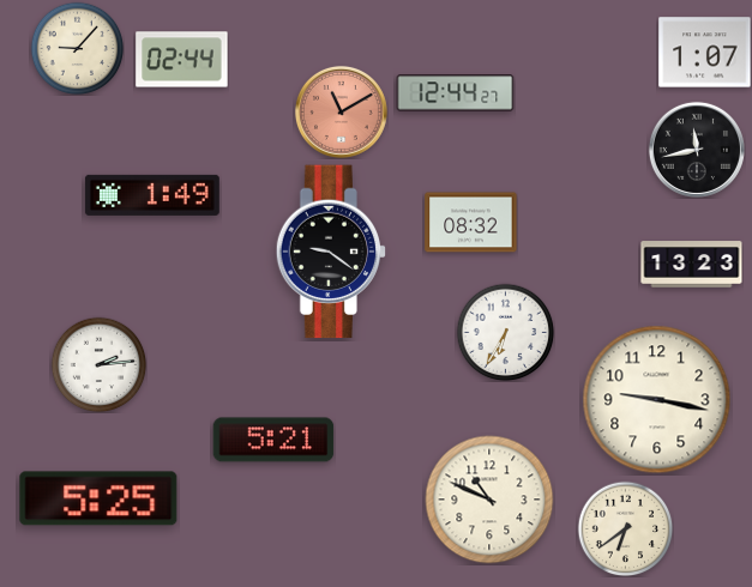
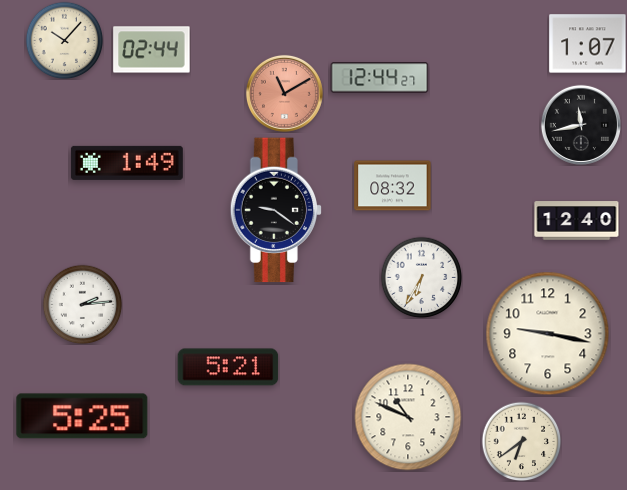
clock at (77, 48): 9:07 -> 10:07
clock at (692, 265): 13:23 -> 12:40
